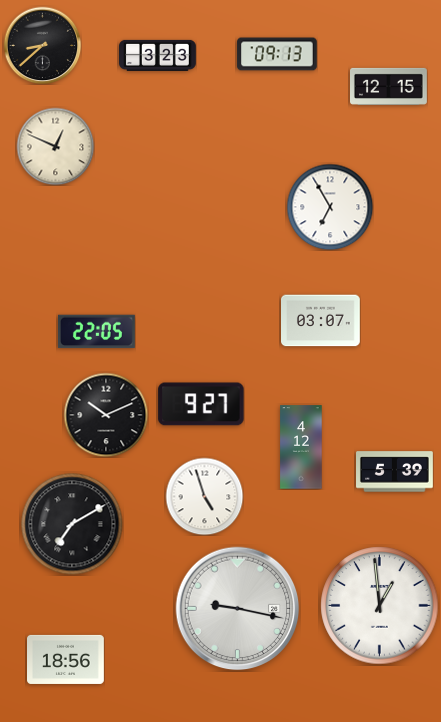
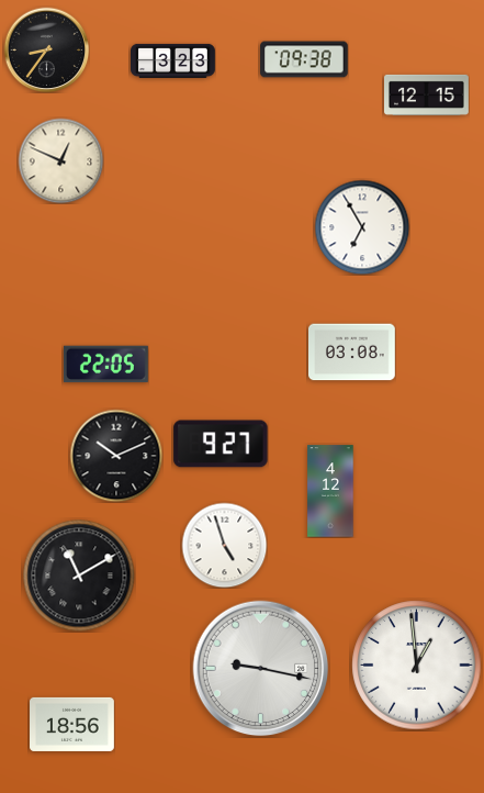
clock at (42, 45): 8:38 -> 8:36
clock at (277, 54): 09:13 -> 09:38
clock at (321, 321): 03:07 -> 03:08
clock at (395, 472): 5:39 -> none
clock at (72, 524): 7:10 -> 11:10
